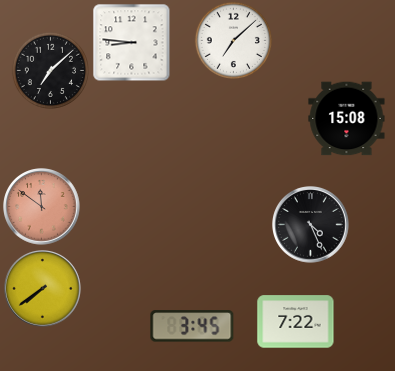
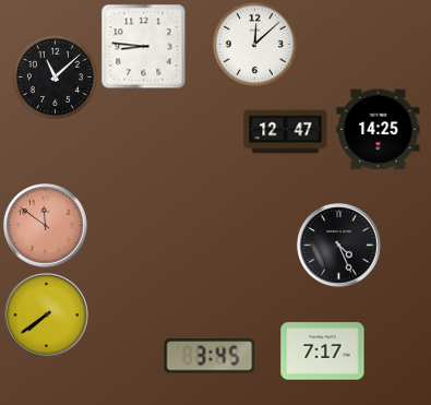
clock at (233, 40): 7:08 -> 12:08
clock at (50, 70): 7:08 -> 11:08
clock at (347, 119): 15:08 -> 14:25
clock at (286, 132): none -> 12:47
clock at (296, 322): 7:22 -> 7:17
